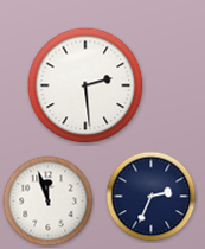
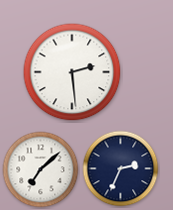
clock at (152, 197) position: (152, 197) -> (121, 169)
clock at (49, 202): 11:57 -> 7:08
